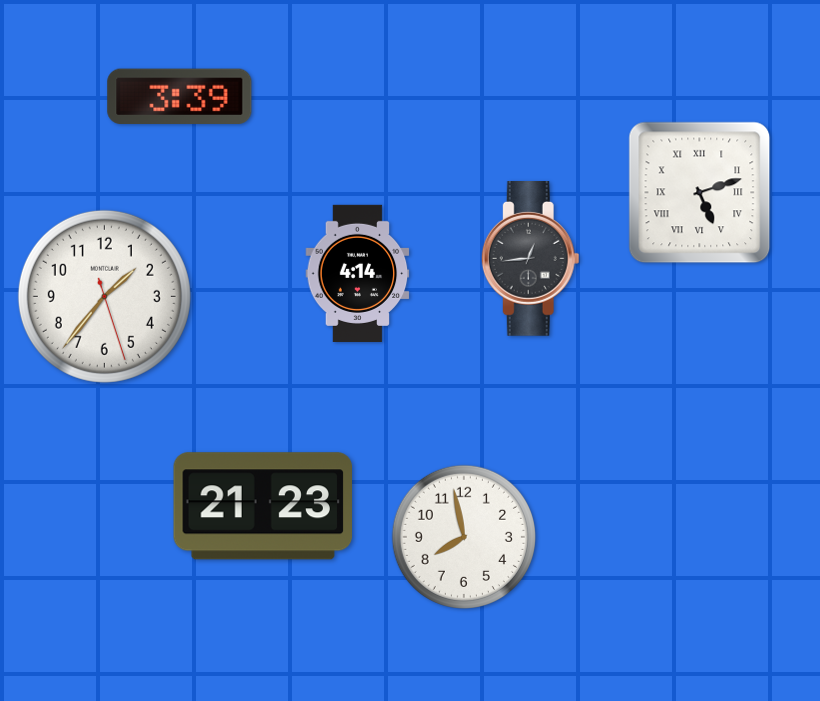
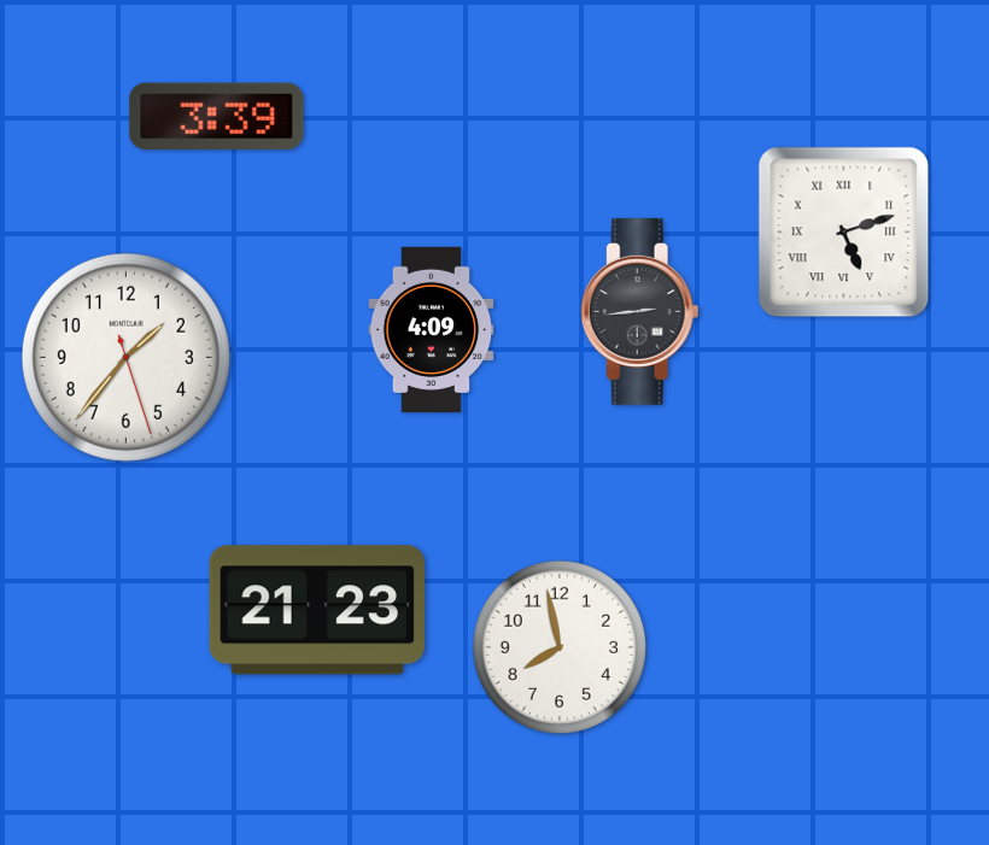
clock at (530, 259): 12:44 -> 2:44
clock at (358, 273): 4:14 -> 4:09
